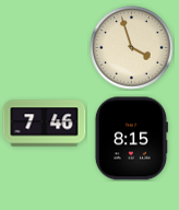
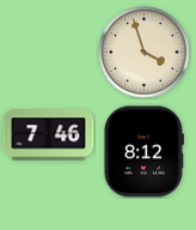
clock at (131, 139): 8:15 -> 8:12
